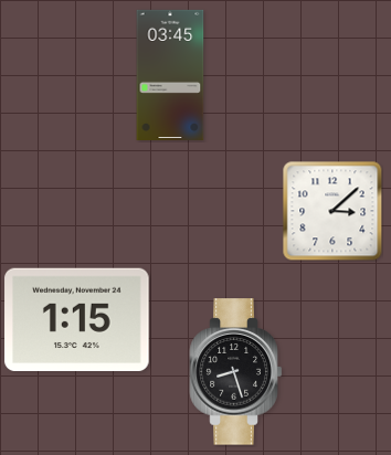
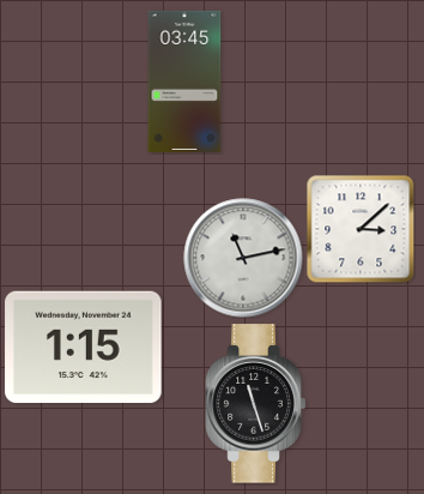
clock at (243, 258): none -> 11:13
clock at (236, 372): 8:27 -> 11:27
